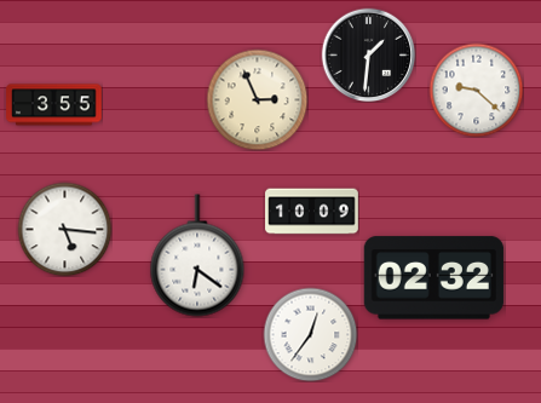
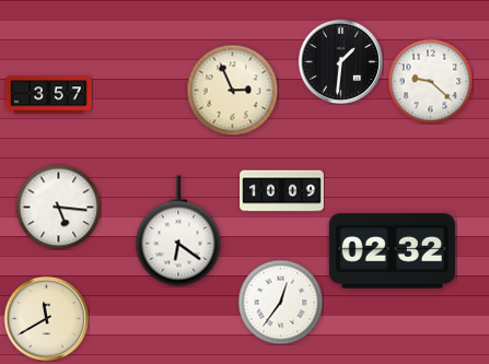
clock at (368, 54) position: (368, 54) -> (340, 61)
clock at (54, 105): 3:55 -> 3:57
clock at (46, 318): none -> 11:40
